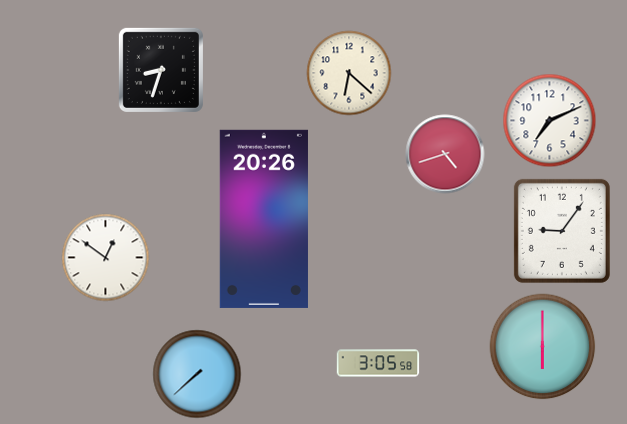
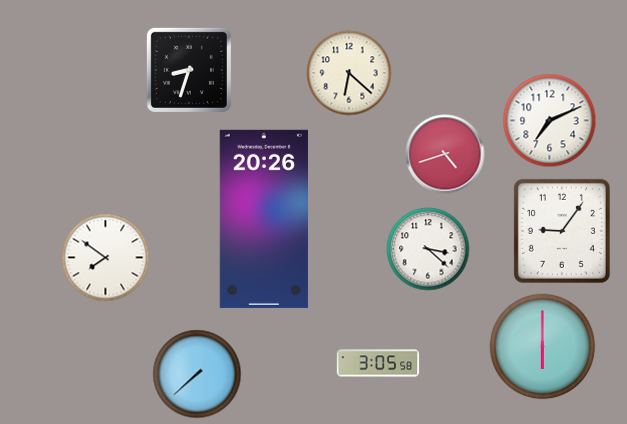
clock at (161, 70) position: (161, 70) -> (189, 70)
clock at (428, 249): none -> 3:22
clock at (106, 258): 12:51 -> 7:51
